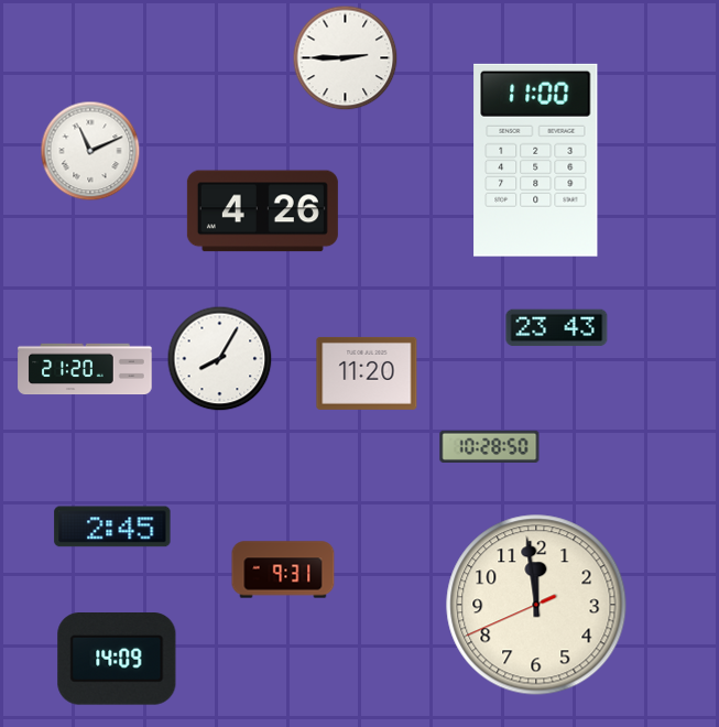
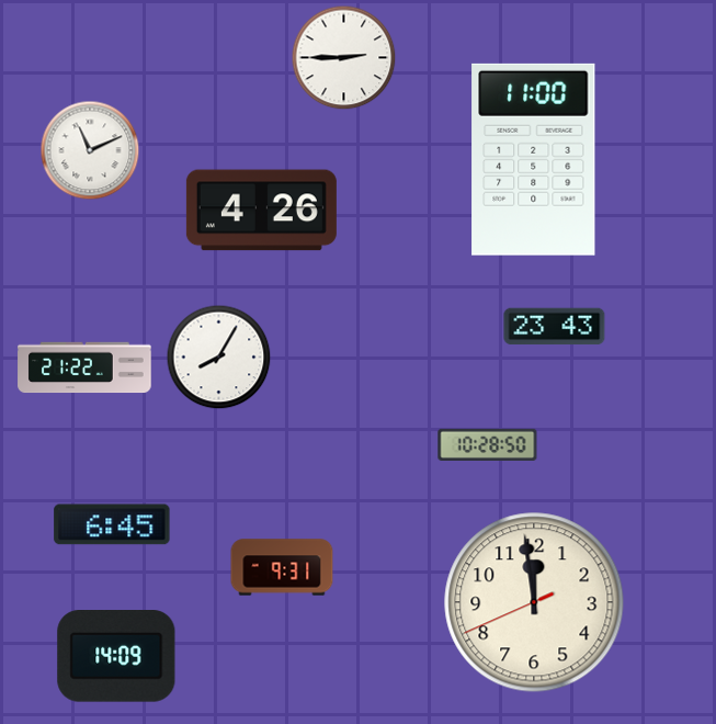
clock at (85, 369): 21:20 -> 21:22
clock at (367, 373): 11:20 -> none
clock at (112, 527): 2:45 -> 6:45
